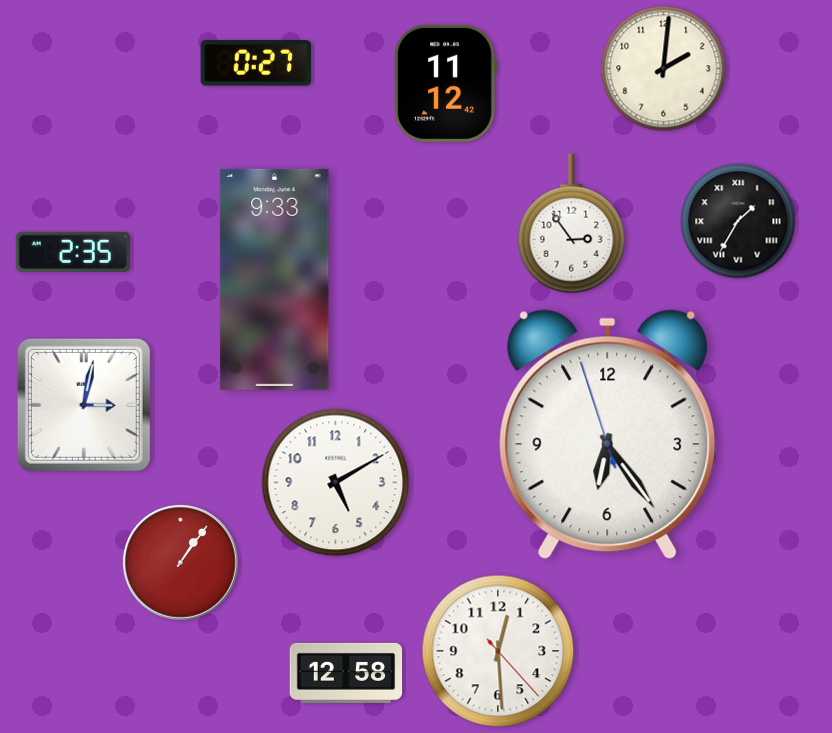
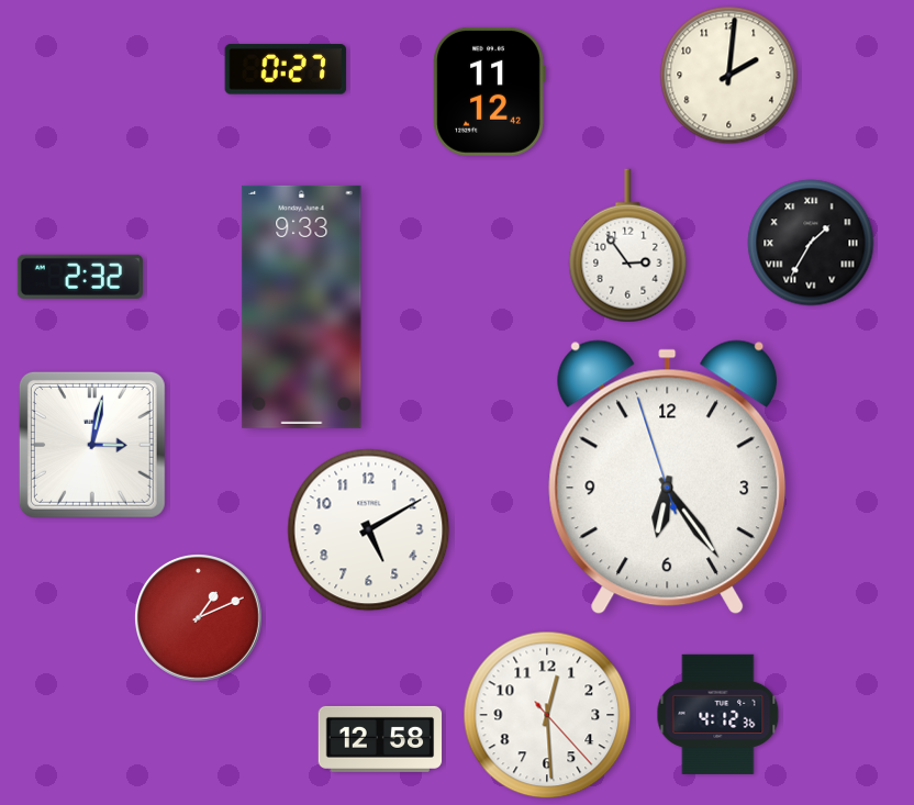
clock at (256, 63) position: (256, 63) -> (286, 69)
clock at (73, 252): 2:35 -> 2:32
clock at (180, 562): 1:06 -> 1:11
clock at (718, 714): none -> 4:12
